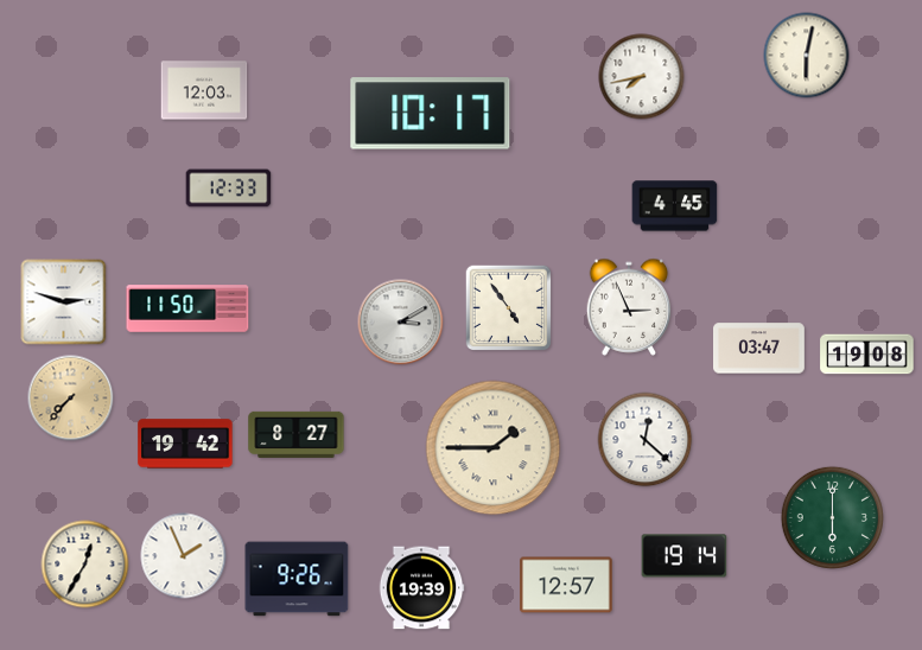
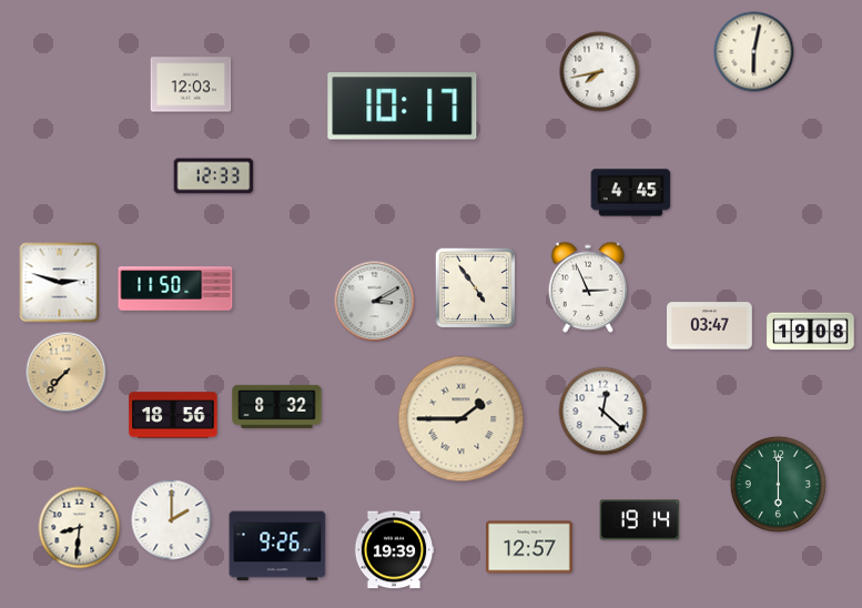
clock at (297, 434): 8:27 -> 8:32
clock at (185, 444): 19:42 -> 18:56
clock at (184, 556): 1:56 -> 2:00
clock at (85, 565): 12:35 -> 8:31
clock at (297, 579) position: (297, 579) -> (277, 546)
